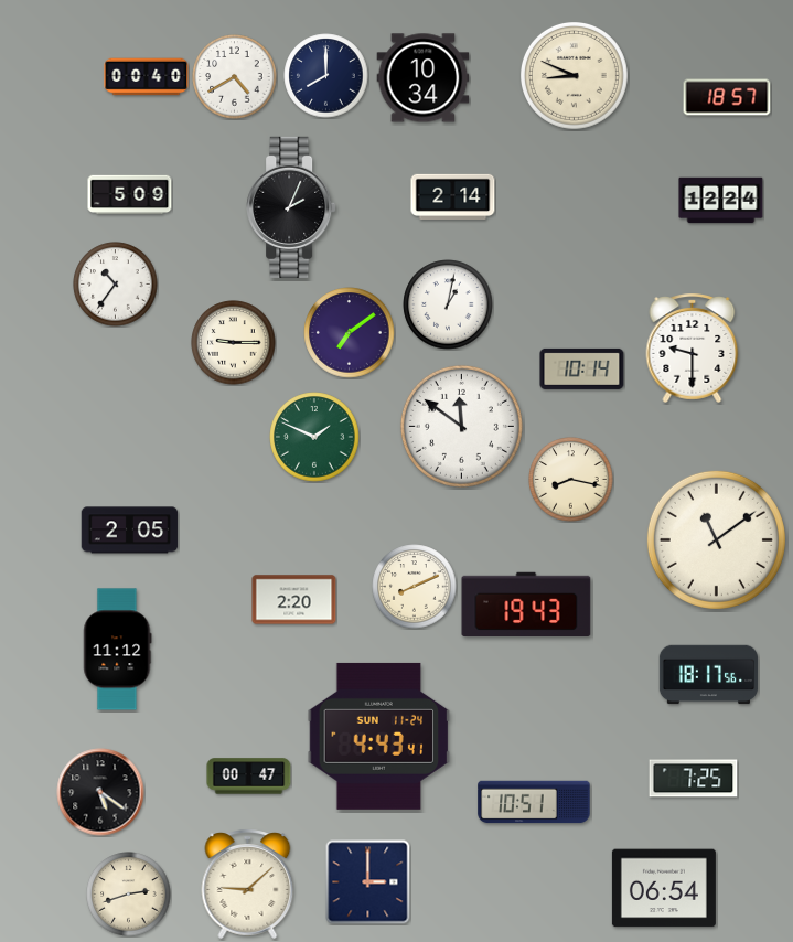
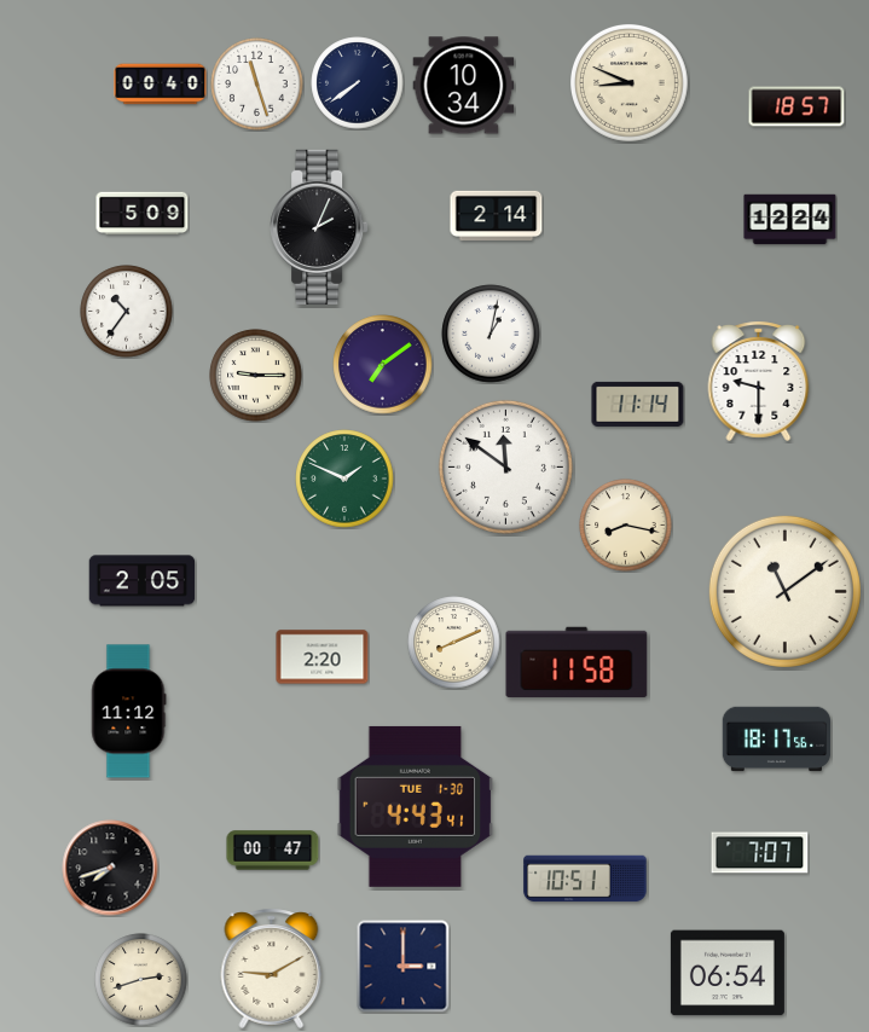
clock at (326, 76): 8:00 -> 7:39
clock at (235, 77): 4:40 -> 11:27
clock at (582, 368): 10:14 -> 11:14
clock at (526, 604): 19:43 -> 11:58
clock at (379, 736) date: SUN 11-24 -> TUE 1-30
clock at (694, 779): 7:25 -> 7:07
clock at (100, 792): 5:21 -> 7:42
clock at (248, 884): 9:08 -> 9:10
